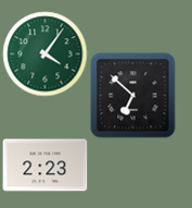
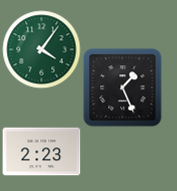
clock at (132, 95): 6:52 -> 1:26
